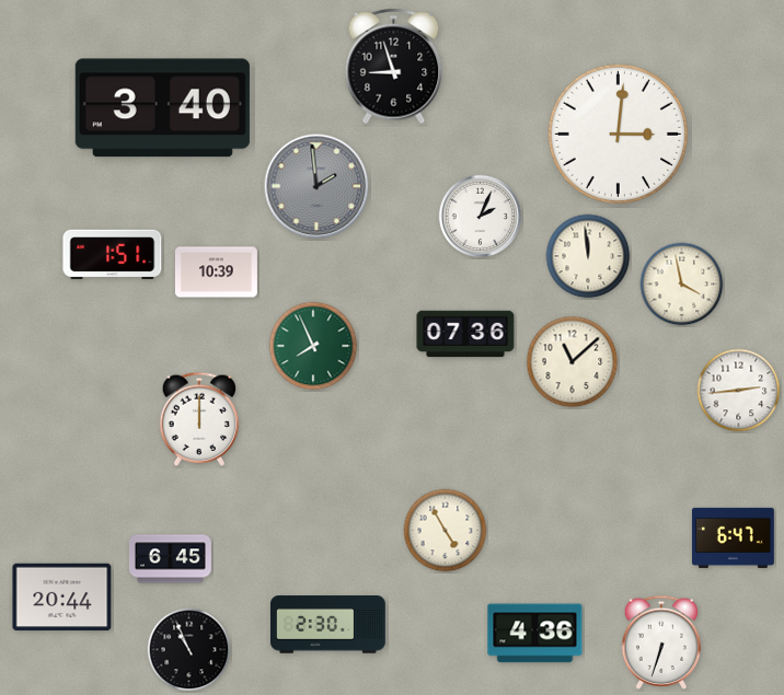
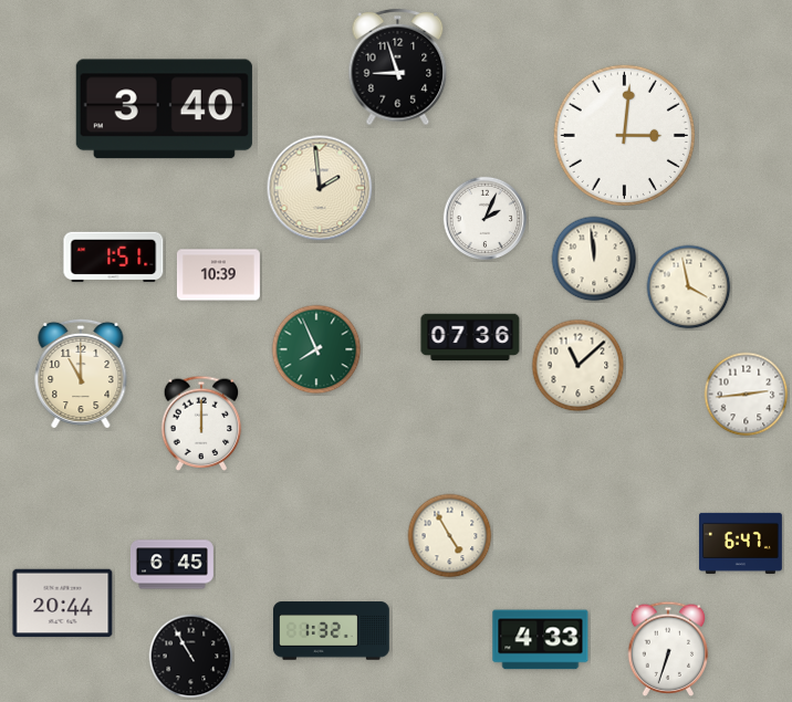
clock at (316, 186) dial: grey -> cream
clock at (81, 373): none -> 11:00
clock at (327, 625): 2:30 -> 1:32
clock at (535, 634): 4:36 -> 4:33
clock at (189, 650): 10:56 -> 10:55
